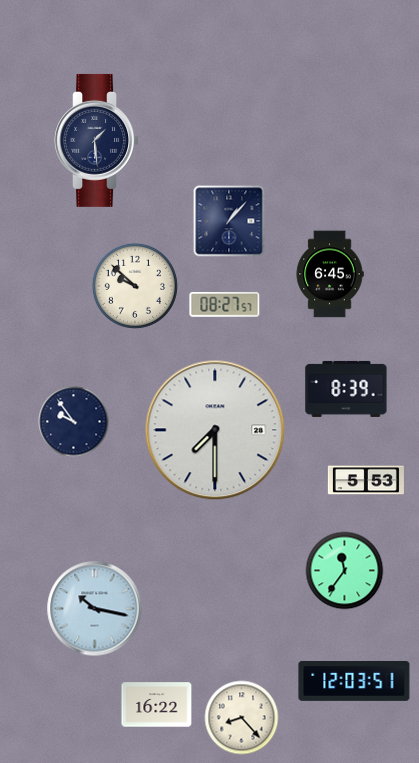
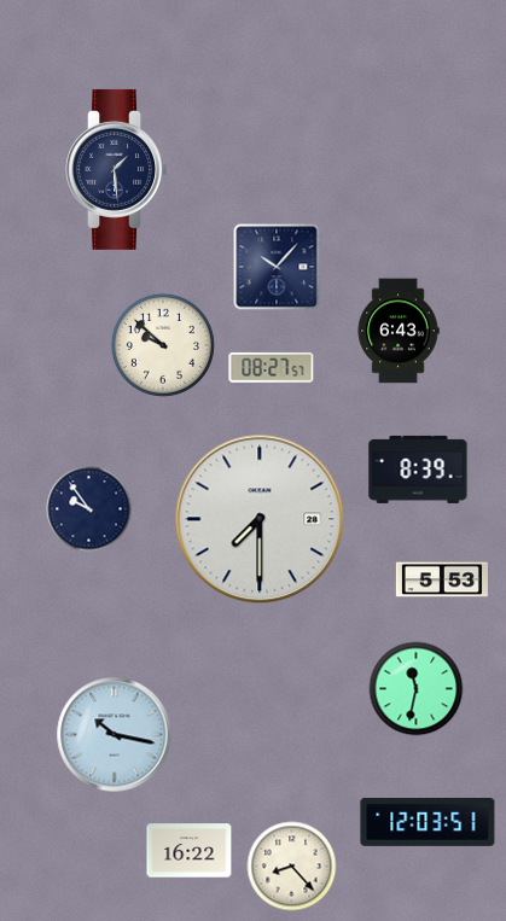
clock at (229, 221): 1:07 -> 10:07
clock at (330, 274): 6:45 -> 6:43
clock at (345, 571): 11:36 -> 11:32
